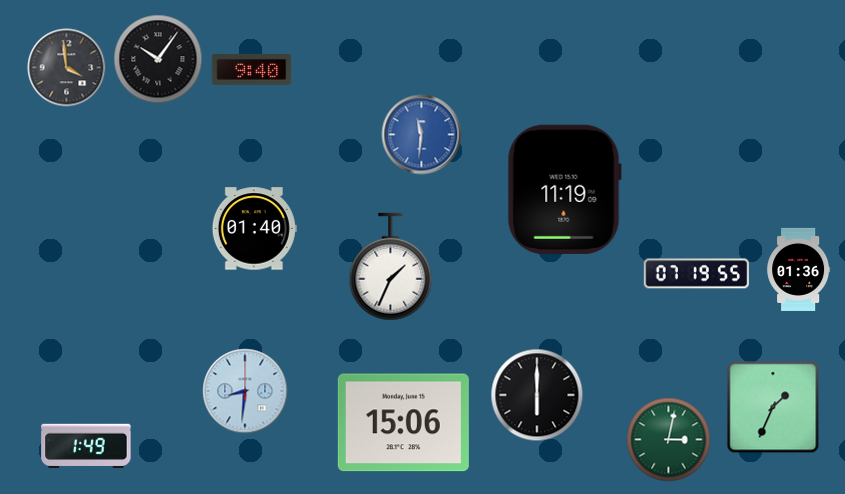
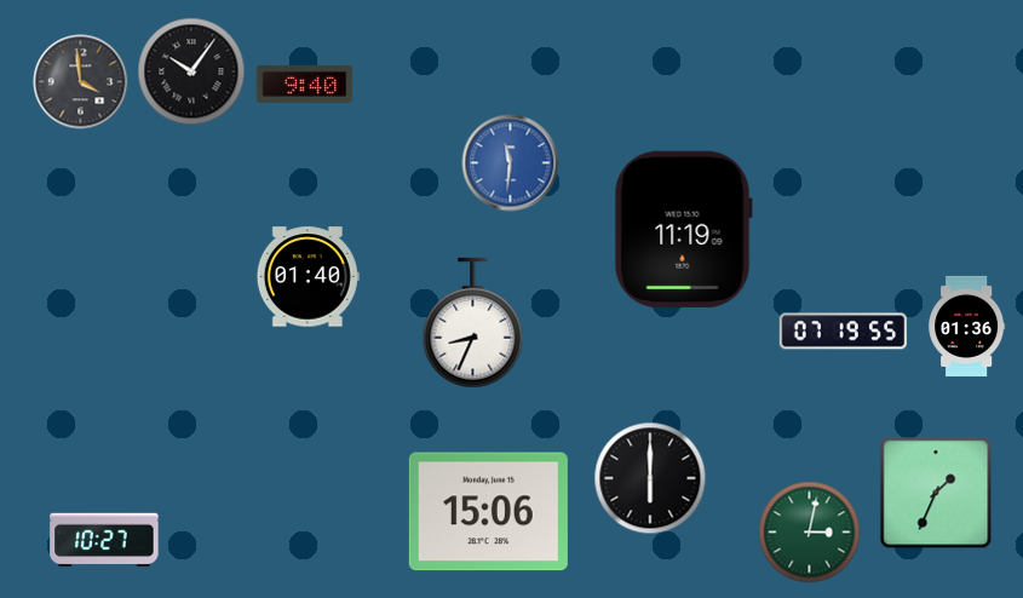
clock at (391, 267): 1:34 -> 8:34
clock at (245, 391): 8:31 -> none
clock at (86, 445): 1:49 -> 10:27
